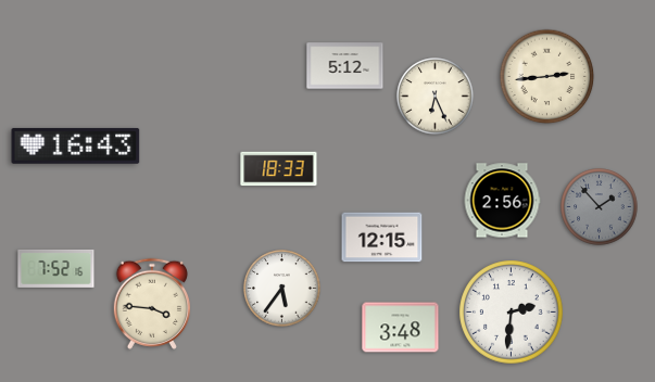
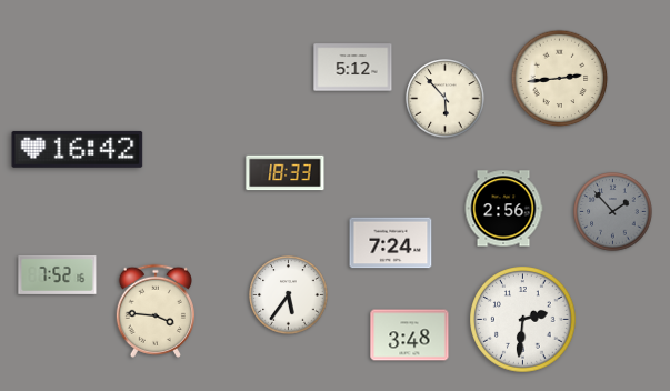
clock at (436, 97): 6:26 -> 5:53
clock at (76, 145): 16:43 -> 16:42
clock at (502, 201) position: (502, 201) -> (503, 209)
clock at (382, 238): 12:15 -> 7:24
